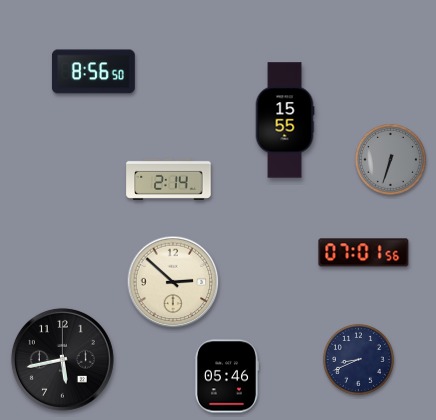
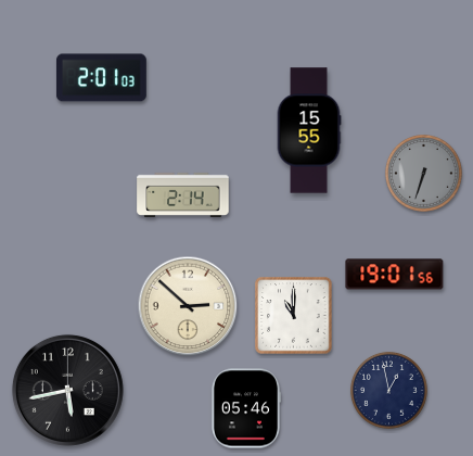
clock at (93, 72): 8:56 -> 2:01
clock at (364, 253): 07:01 -> 19:01
clock at (294, 316): none -> 11:00
clock at (358, 359): 8:41 -> 12:58
